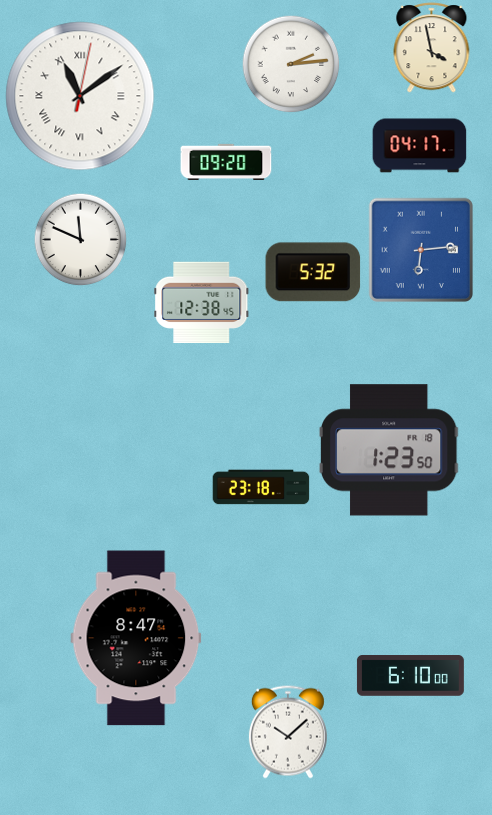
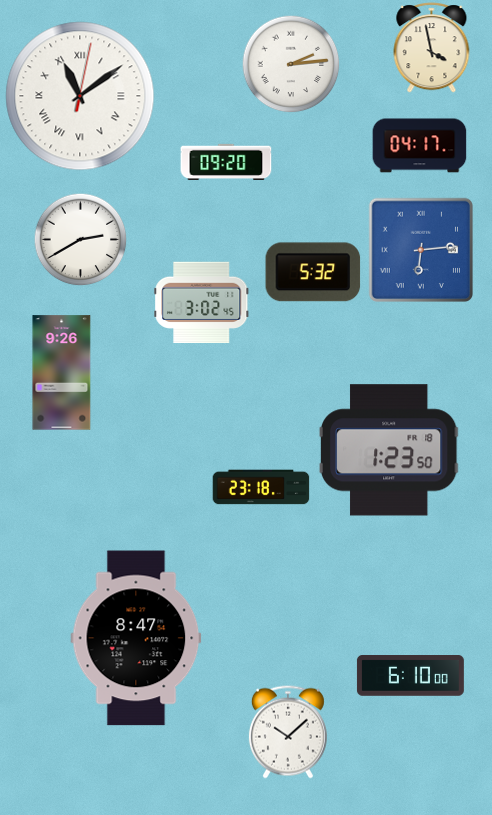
clock at (80, 239): 11:49 -> 2:40
clock at (202, 302): 12:38 -> 3:02
clock at (62, 373): none -> 9:26
